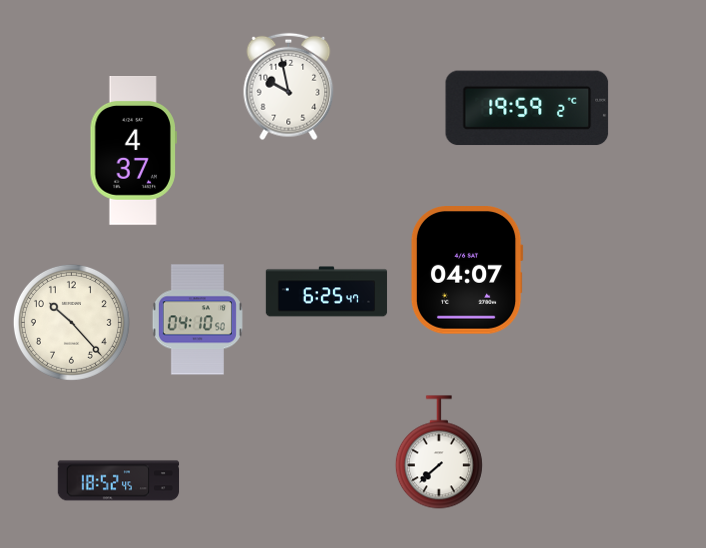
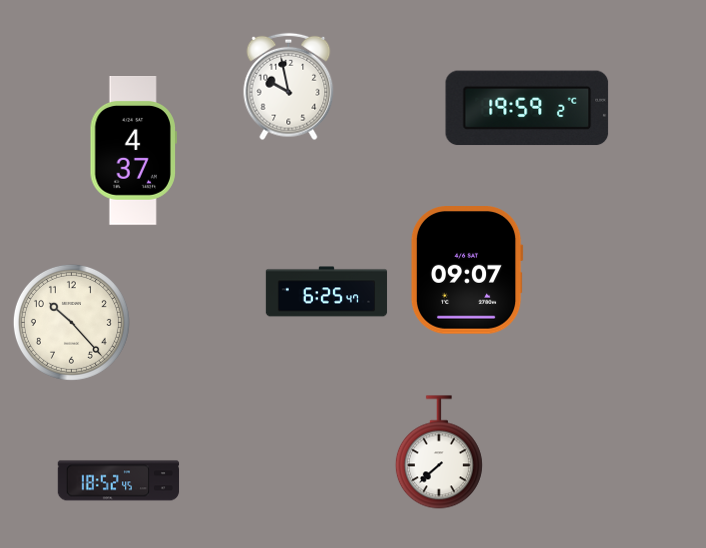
clock at (467, 271): 04:07 -> 09:07
clock at (197, 320): 04:10 -> none
